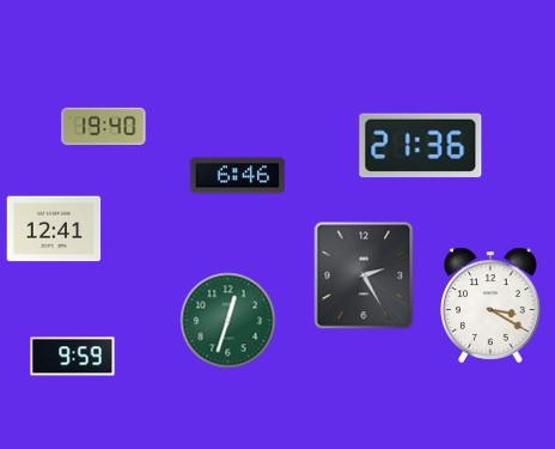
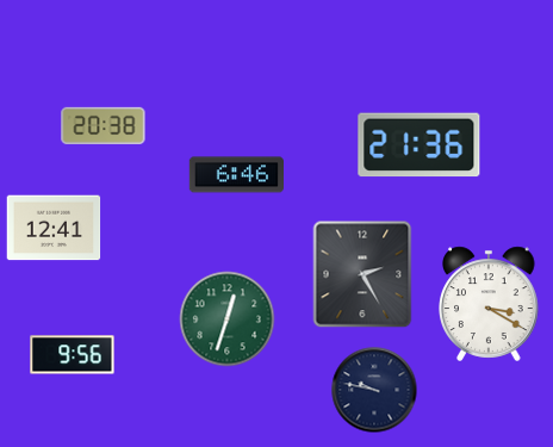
clock at (104, 126): 19:40 -> 20:38
clock at (73, 357): 9:59 -> 9:56
clock at (374, 390): none -> 9:47
